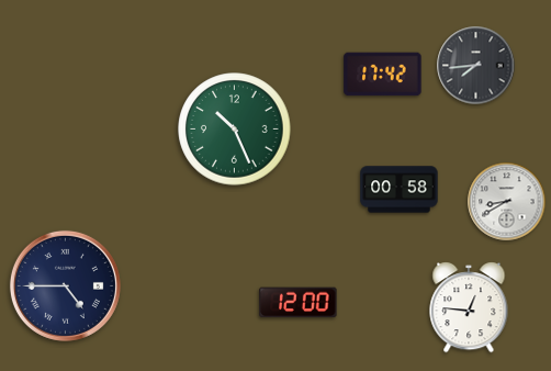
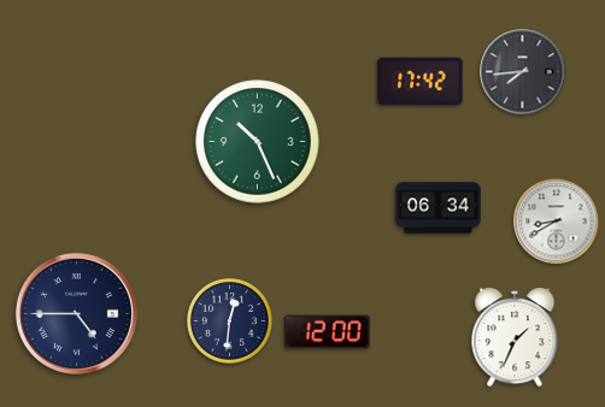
clock at (400, 190): 00:58 -> 06:34
clock at (65, 285) position: (65, 285) -> (76, 313)
clock at (229, 320): none -> 12:31
clock at (469, 307): 12:46 -> 1:34
